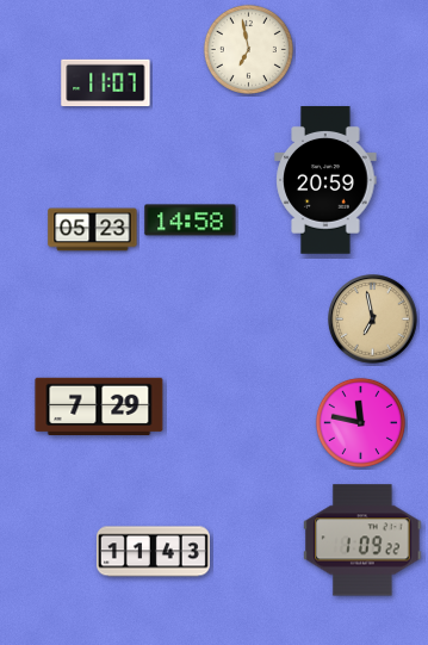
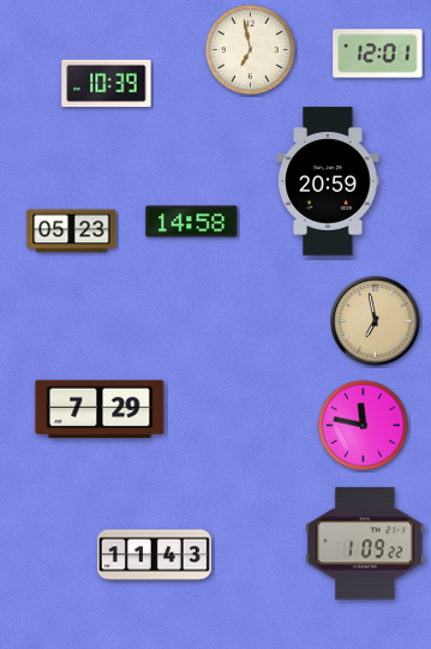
clock at (378, 54): none -> 12:01
clock at (106, 83): 11:07 -> 10:39
clock at (93, 230) position: (93, 230) -> (72, 232)
